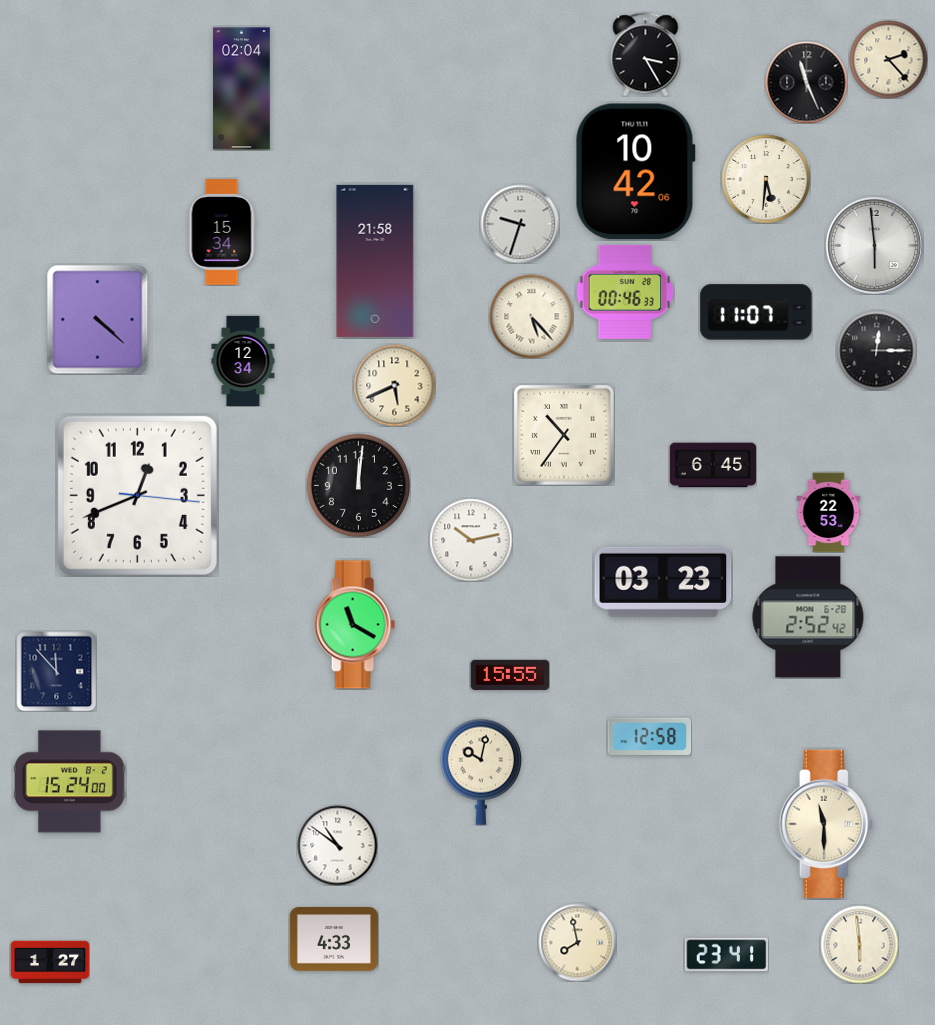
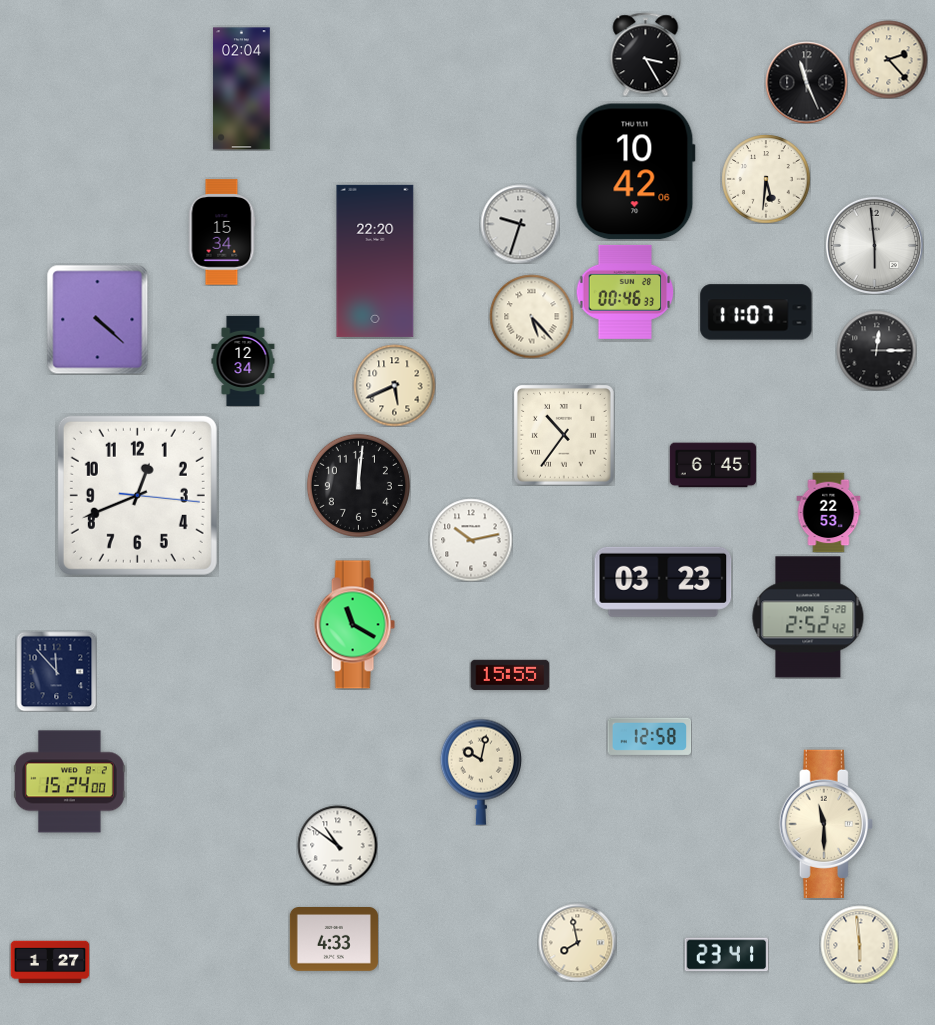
clock at (375, 261): 21:58 -> 22:20
